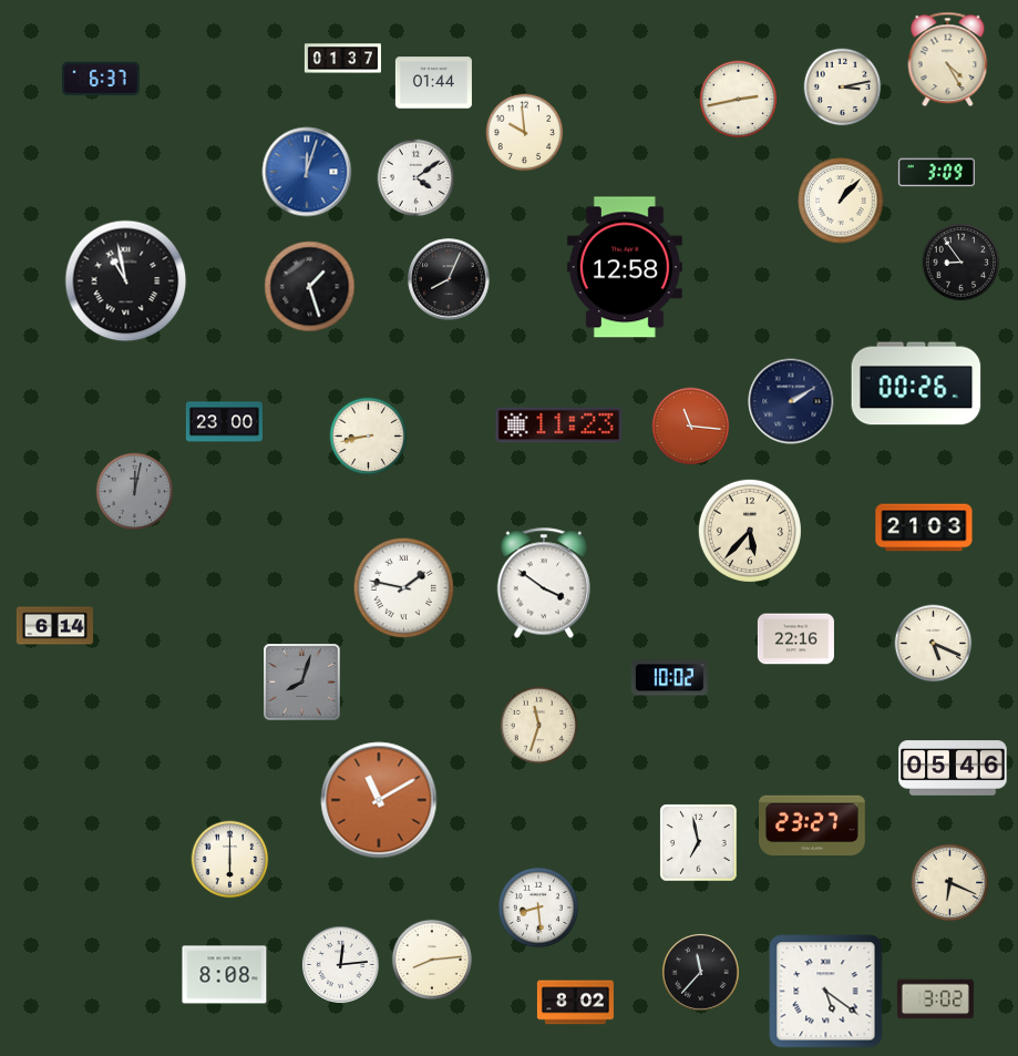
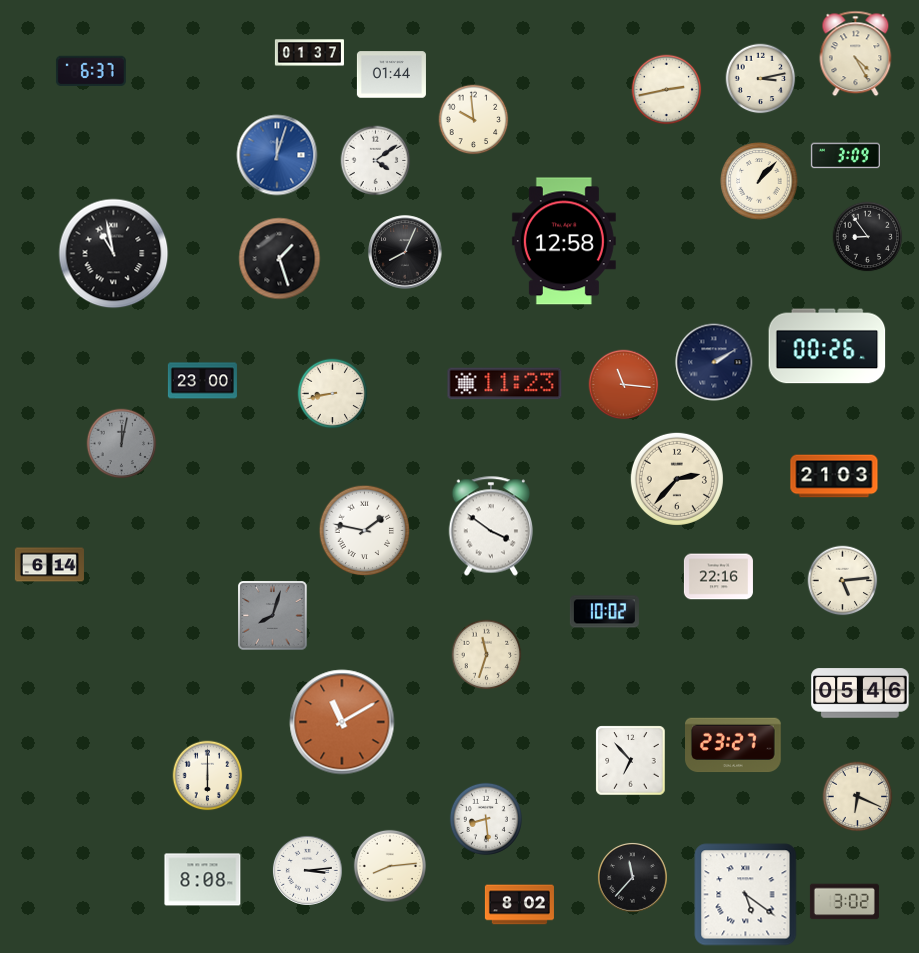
clock at (750, 531): 5:37 -> 2:37
clock at (934, 644): 5:19 -> 5:14
clock at (699, 843): 6:58 -> 6:53
clock at (340, 964): 12:14 -> 3:14
